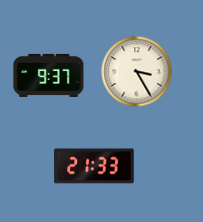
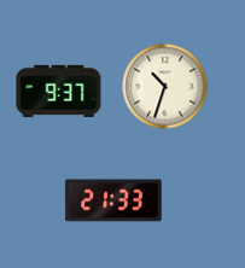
clock at (137, 72): 3:25 -> 10:33
